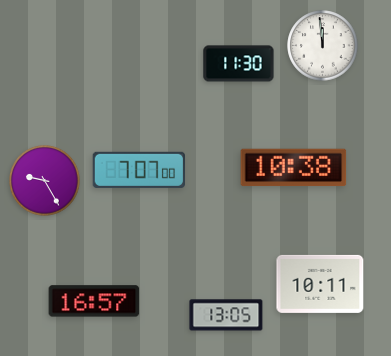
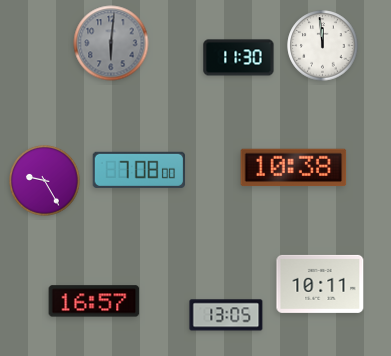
clock at (111, 43): none -> 6:01
clock at (239, 64) position: (239, 64) -> (239, 58)
clock at (138, 170): 7:07 -> 7:08
